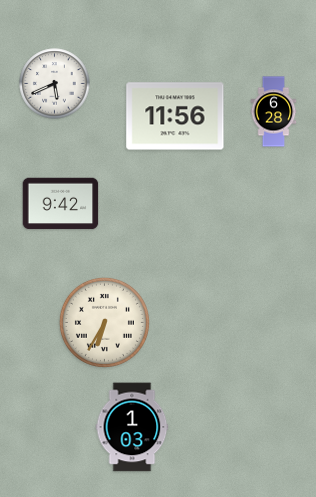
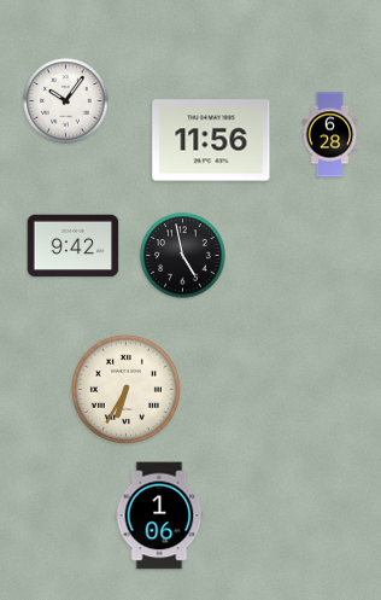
clock at (55, 84): 5:41 -> 10:06
clock at (183, 256): none -> 4:58
clock at (132, 427): 1:03 -> 1:06
